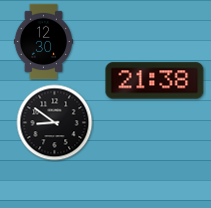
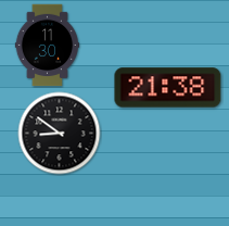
clock at (43, 42): 12:30 -> 11:30
